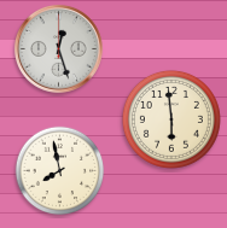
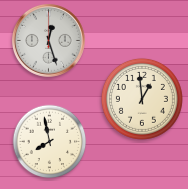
clock at (171, 119): 5:59 -> 12:59
